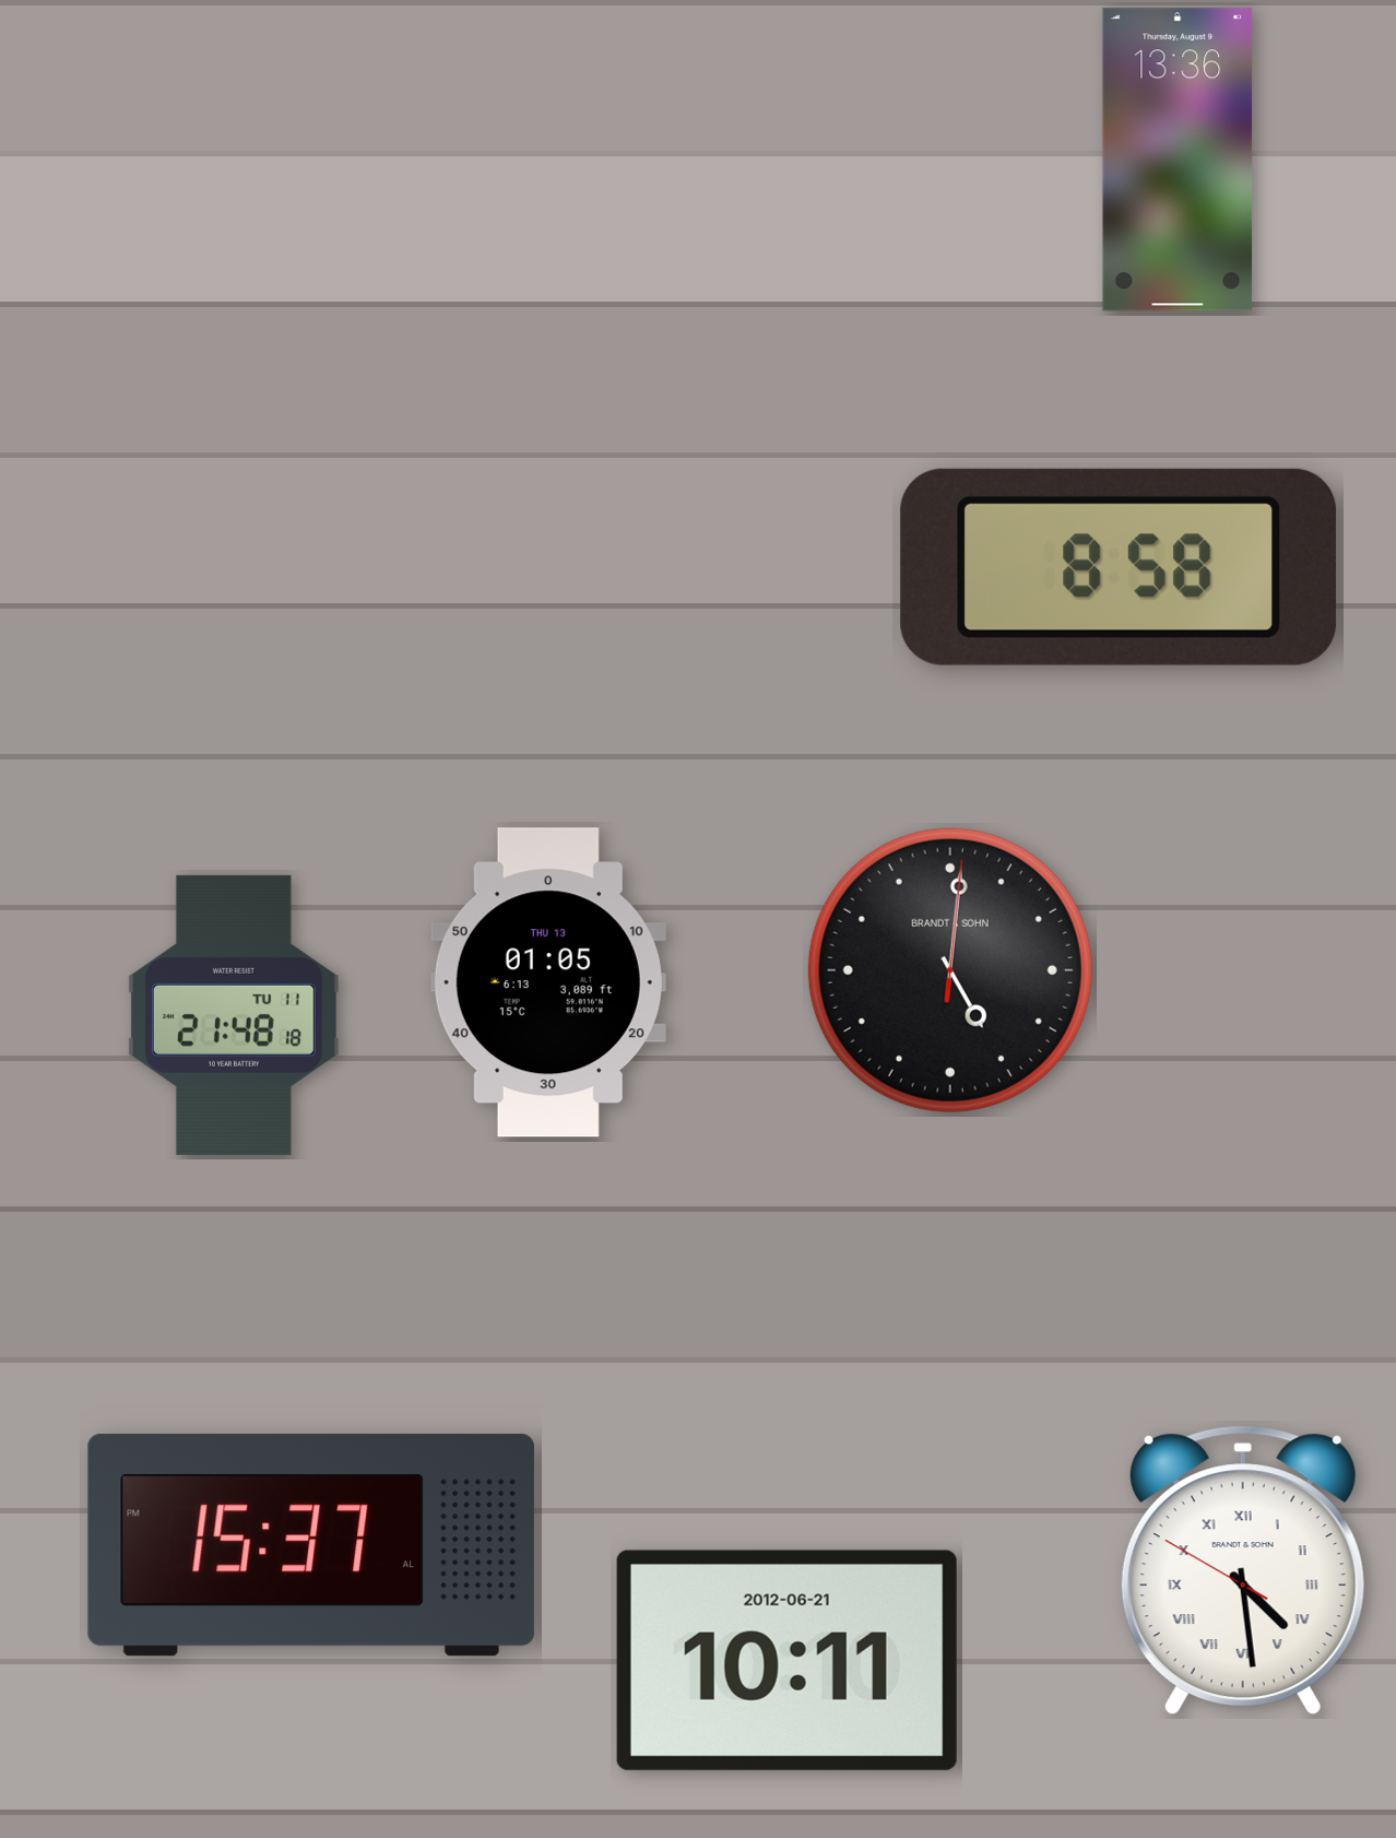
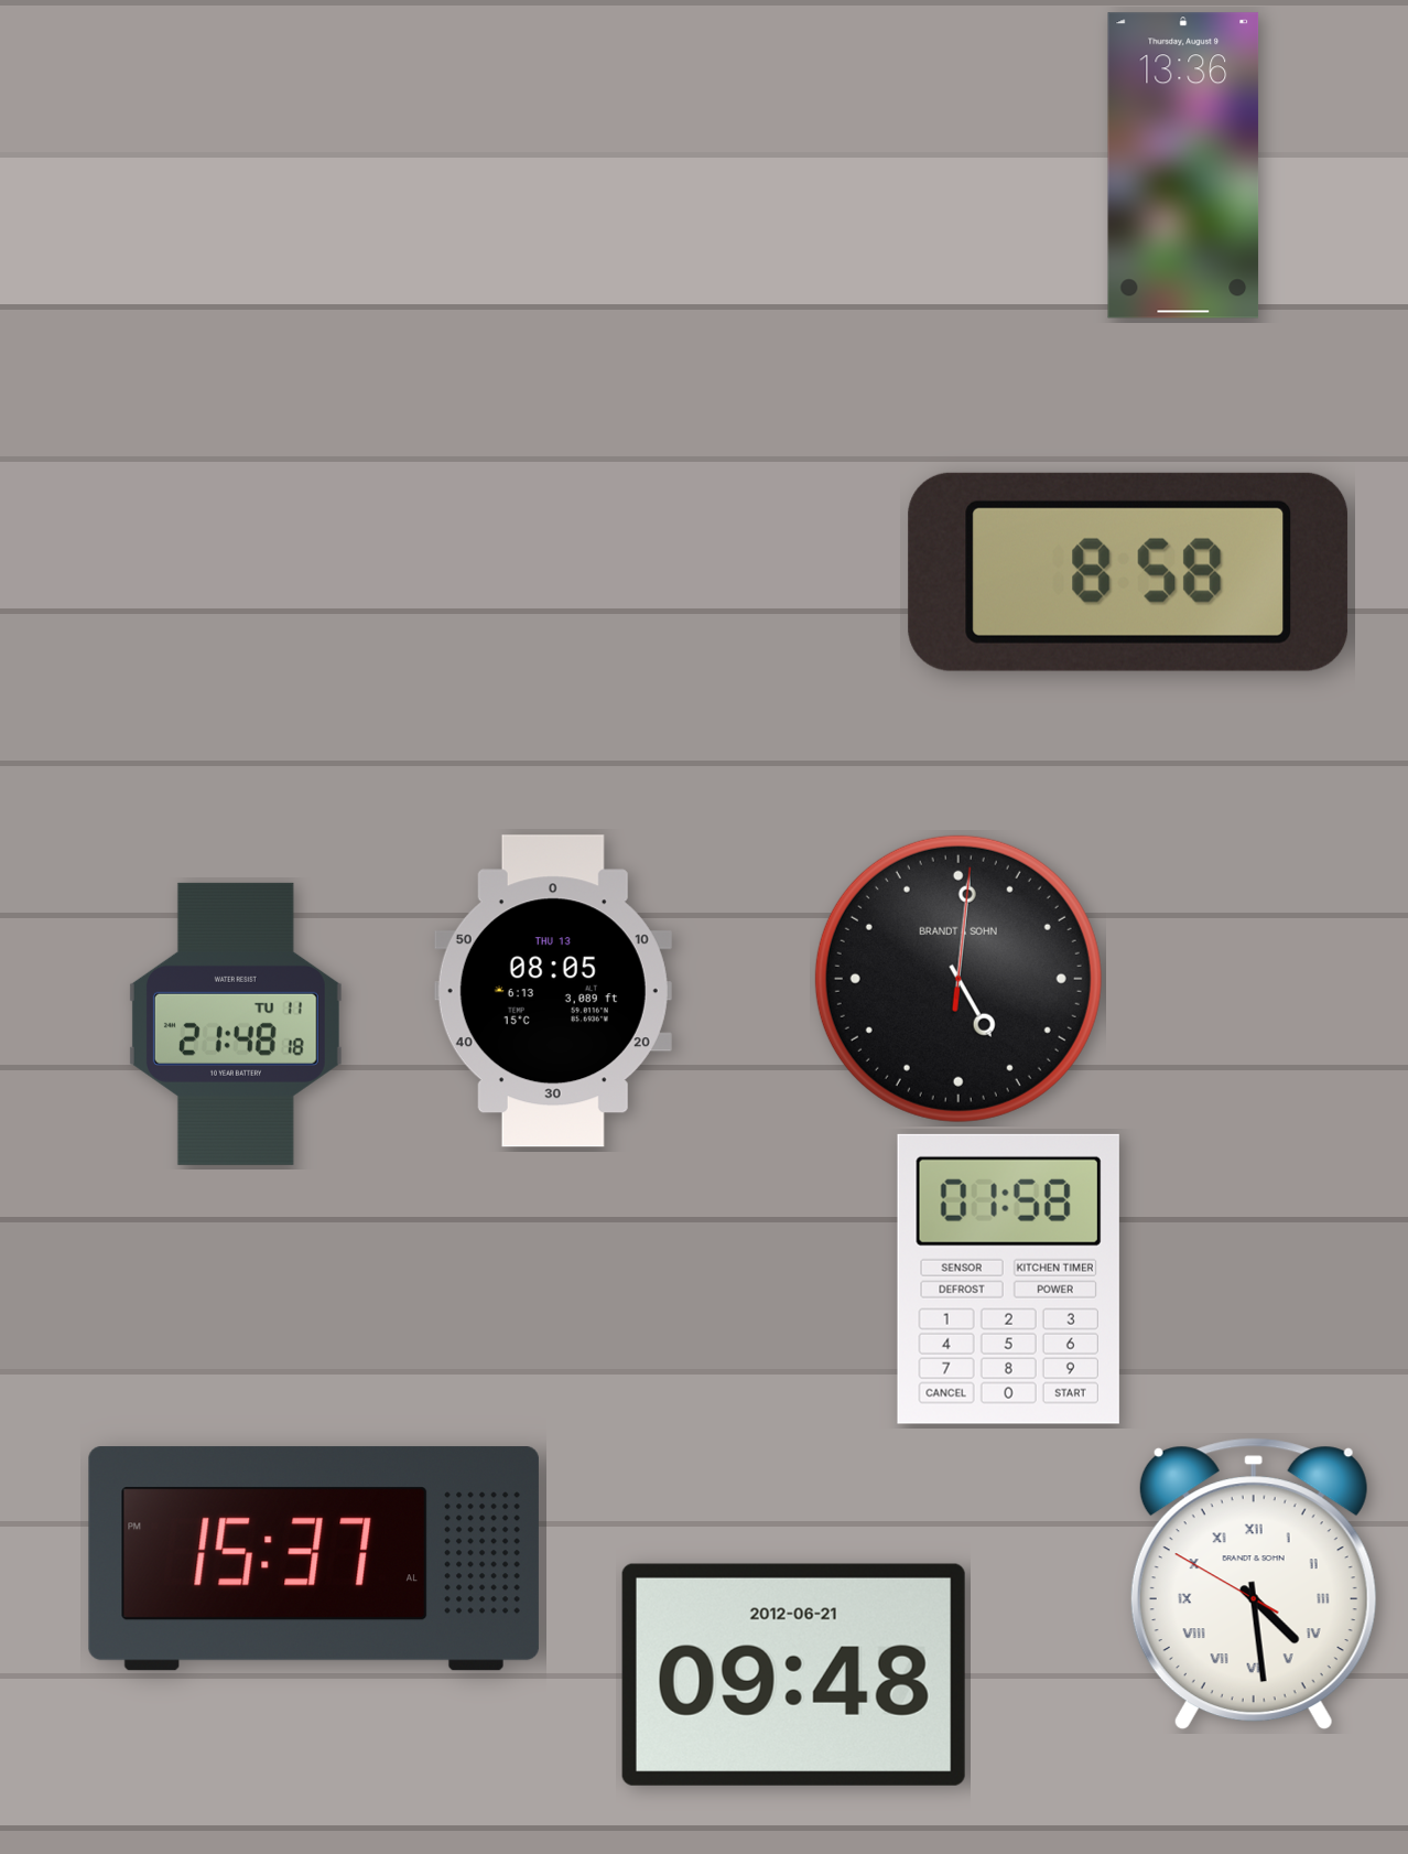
clock at (1178, 160) position: (1178, 160) -> (1183, 165)
clock at (548, 982): 01:05 -> 08:05
clock at (1008, 1279): none -> 01:58
clock at (786, 1660): 10:11 -> 09:48
